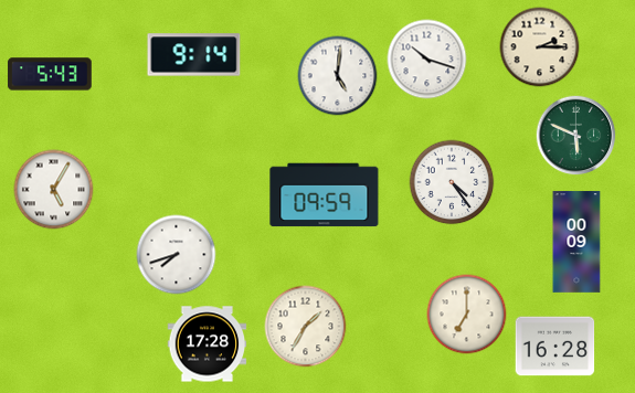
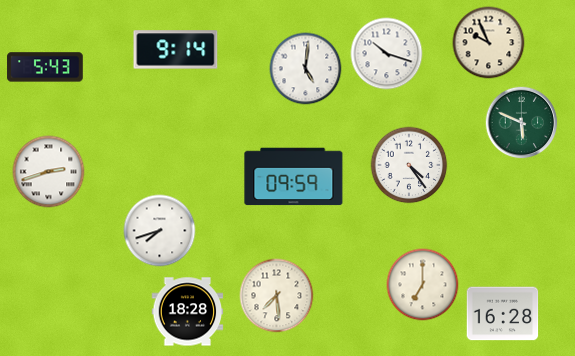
clock at (540, 47): 2:15 -> 9:56
clock at (54, 190): 5:05 -> 2:42
clock at (576, 242): 00:09 -> none
clock at (306, 327): 1:35 -> 7:29
clock at (208, 344): 17:28 -> 18:28
